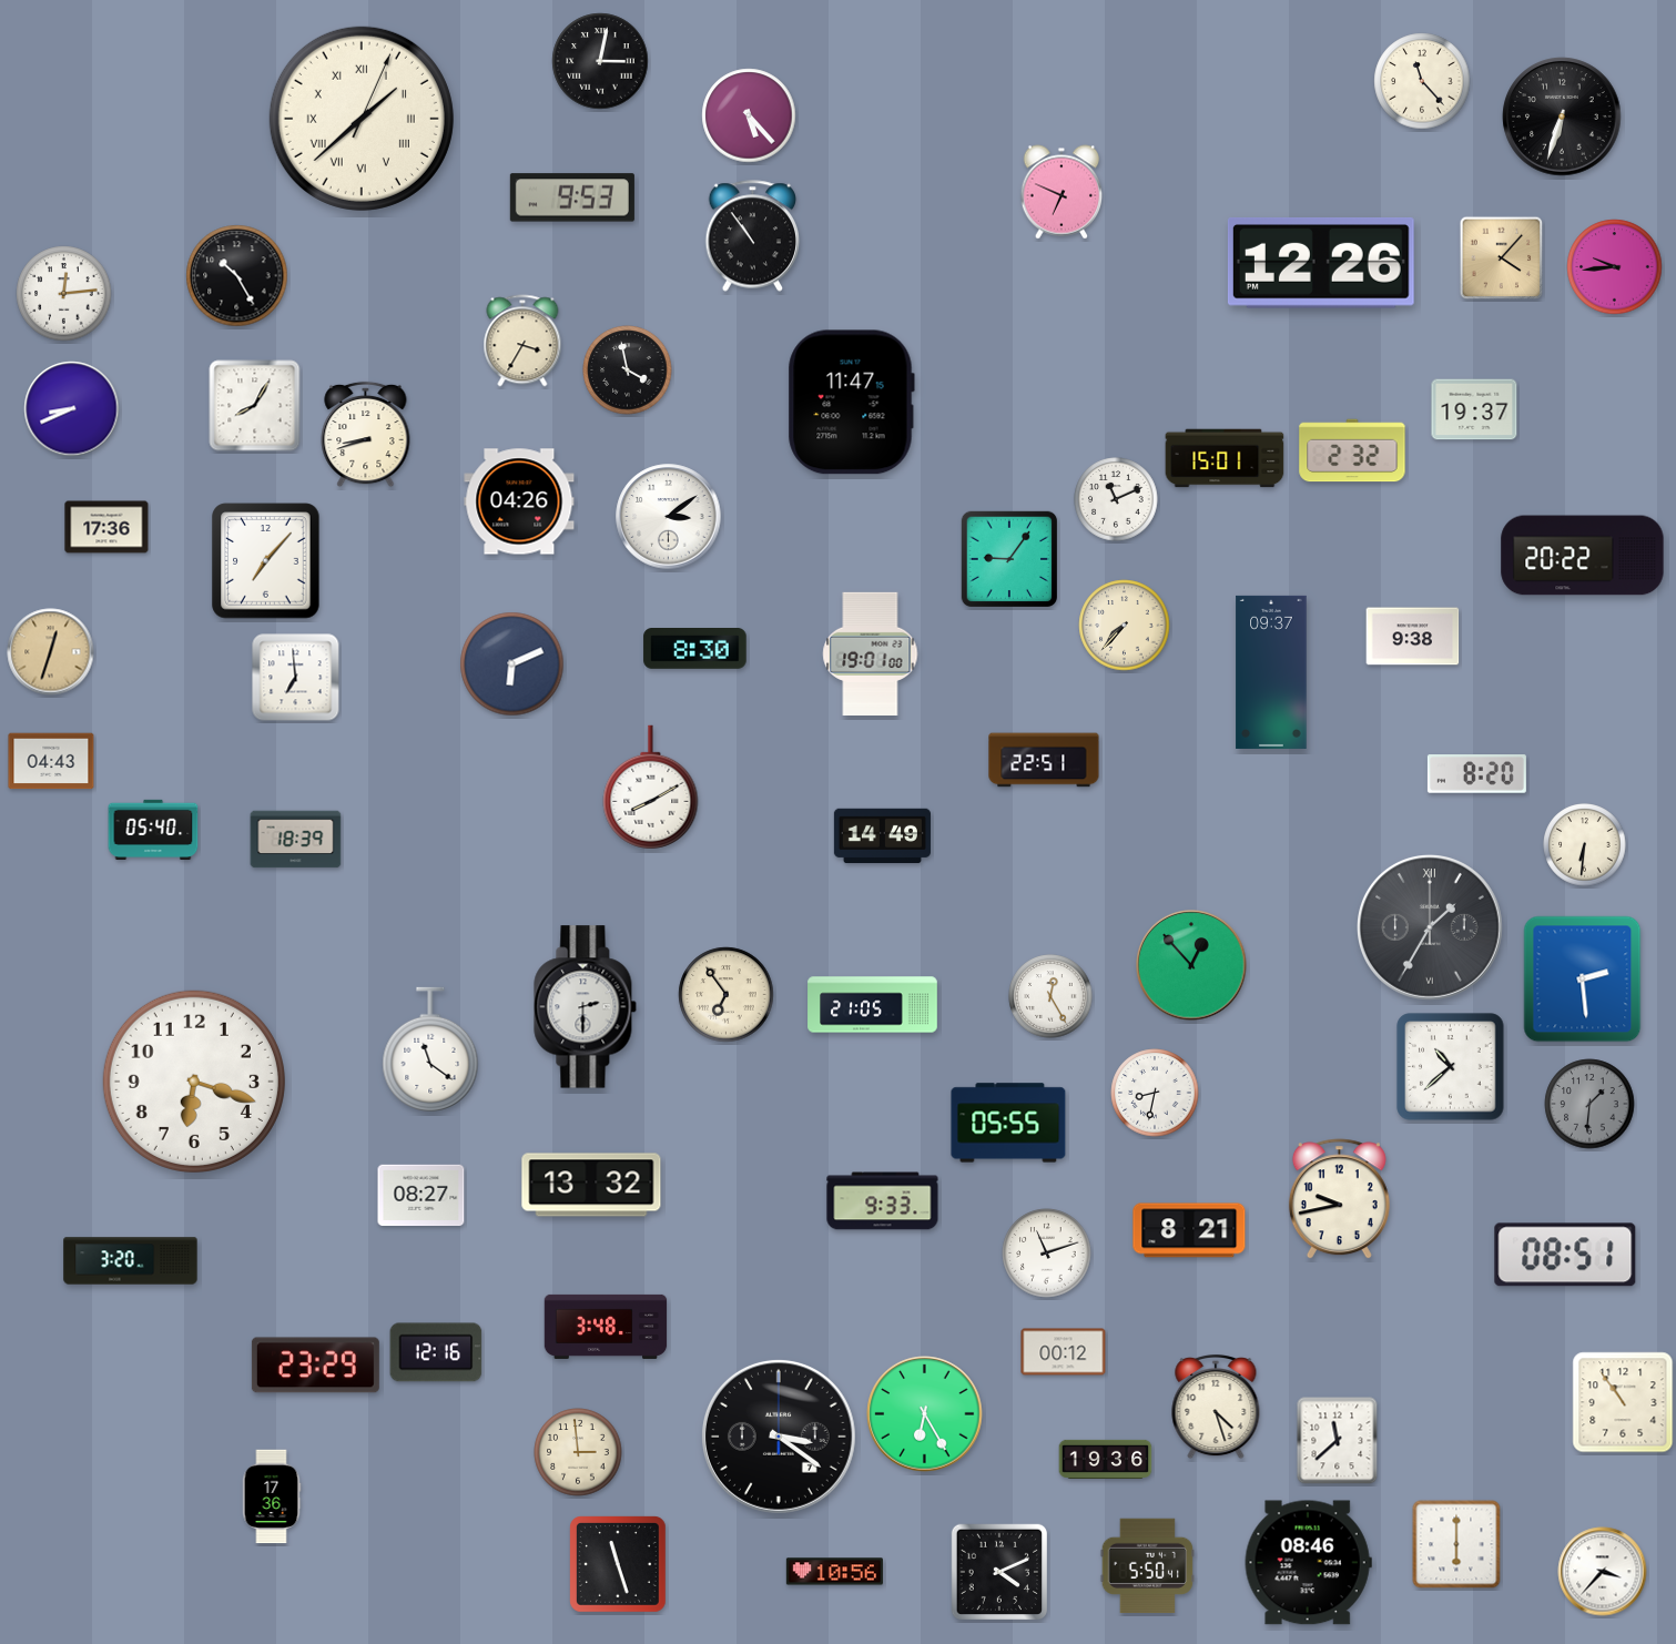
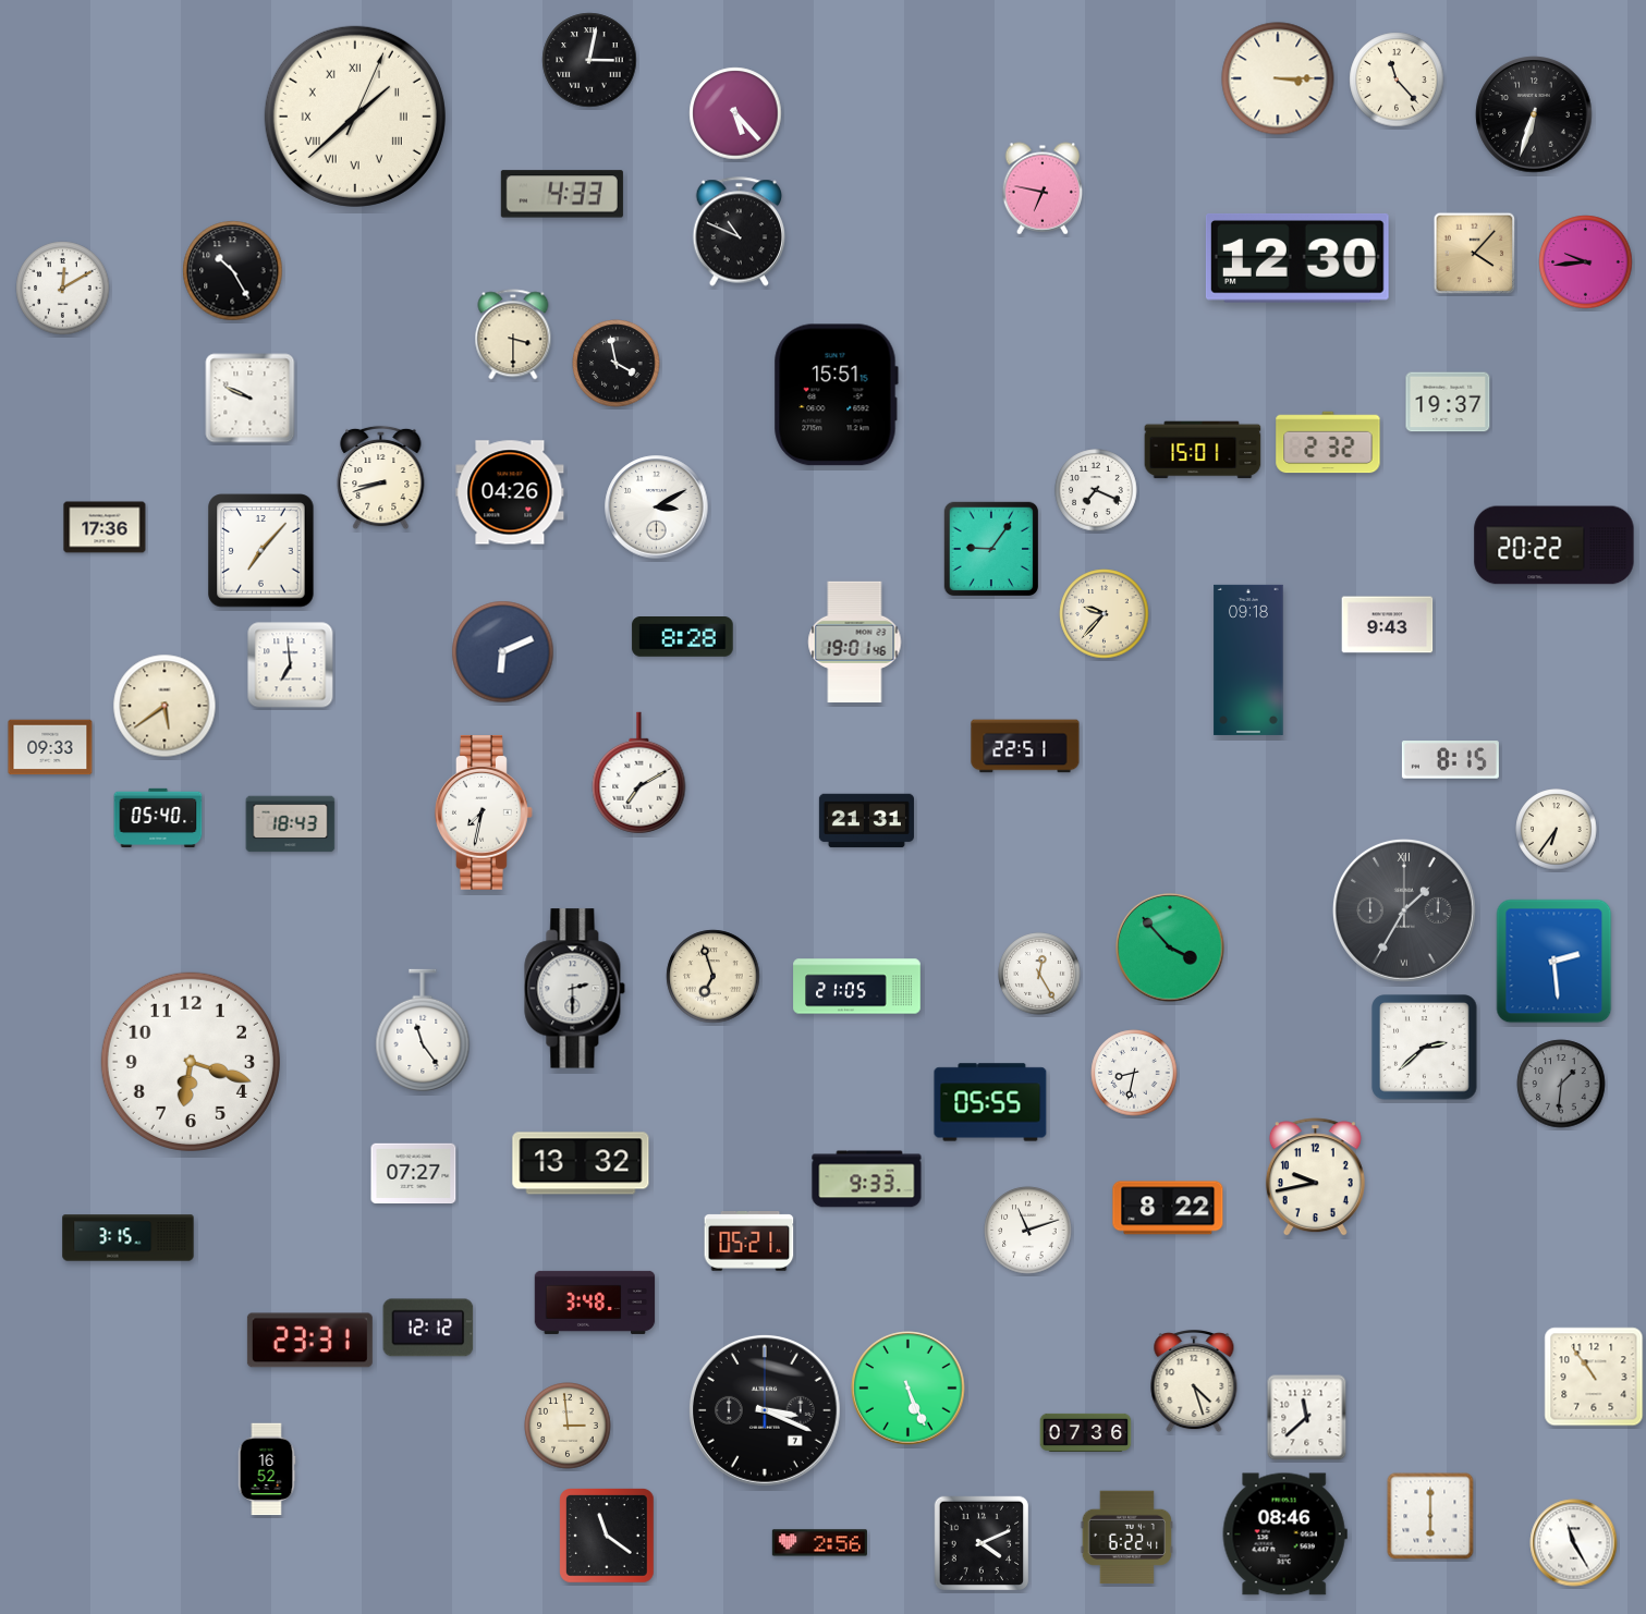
clock at (1278, 78): none -> 3:15
clock at (1062, 192): 6:49 -> 6:47
clock at (572, 197): 9:53 -> 4:33
clock at (753, 236): 10:54 -> 10:49
clock at (1321, 264): 12:26 -> 12:30
clock at (64, 294): 12:14 -> 12:10
clock at (522, 341): 3:35 -> 3:30
clock at (851, 403): 11:47 -> 15:51
clock at (255, 406): 8:05 -> 9:49
clock at (72, 409): 8:41 -> none
clock at (366, 435) position: (366, 435) -> (381, 478)
clock at (1116, 499): 11:11 -> 7:19
clock at (669, 517): 3:09 -> 3:10
clock at (106, 527) position: (106, 527) -> (105, 527)
clock at (1125, 626): 7:37 -> 9:37
clock at (1413, 637): 9:38 -> 9:43
clock at (695, 649): 8:30 -> 8:28
clock at (51, 652): 12:33 -> none
clock at (871, 653): 19:01:00 -> 19:01:46
clock at (1271, 672): 09:37 -> 09:18
clock at (164, 706): none -> 5:39
clock at (51, 761): 04:43 -> 09:33
clock at (1476, 774): 8:20 -> 8:15
clock at (651, 788): 8:10 -> 7:10
clock at (485, 812): none -> 7:32
clock at (153, 829) position: (153, 829) -> (158, 817)
clock at (882, 836): 14:49 -> 21:31
clock at (296, 840): 18:39 -> 18:43
clock at (1585, 845): 6:31 -> 6:36
clock at (1191, 965): 12:53 -> 3:53
clock at (727, 995): 6:54 -> 6:57
clock at (1050, 996) position: (1050, 996) -> (1039, 974)
clock at (430, 1049): 11:21 -> 11:24
clock at (1451, 1067): 10:38 -> 2:38
clock at (421, 1196): 08:27 -> 07:27
clock at (1189, 1230): 8:21 -> 8:22
clock at (1565, 1255): 08:51 -> none
clock at (131, 1261): 3:20 -> 3:15
clock at (749, 1242): none -> 05:21
clock at (436, 1352): 12:16 -> 12:12
clock at (1064, 1352): 00:12 -> none
clock at (315, 1366): 23:29 -> 23:31
clock at (925, 1414): 6:25 -> 5:26
clock at (779, 1437): 3:21 -> 3:19
clock at (1338, 1441) position: (1338, 1441) -> (1307, 1418)
clock at (1106, 1459): 19:36 -> 07:36
clock at (272, 1496): 17:36 -> 16:52
clock at (619, 1565): 11:27 -> 11:21
clock at (1147, 1565): 5:50 -> 6:22
clock at (834, 1572): 10:56 -> 2:56
clock at (1603, 1572): 3:37 -> 11:25
